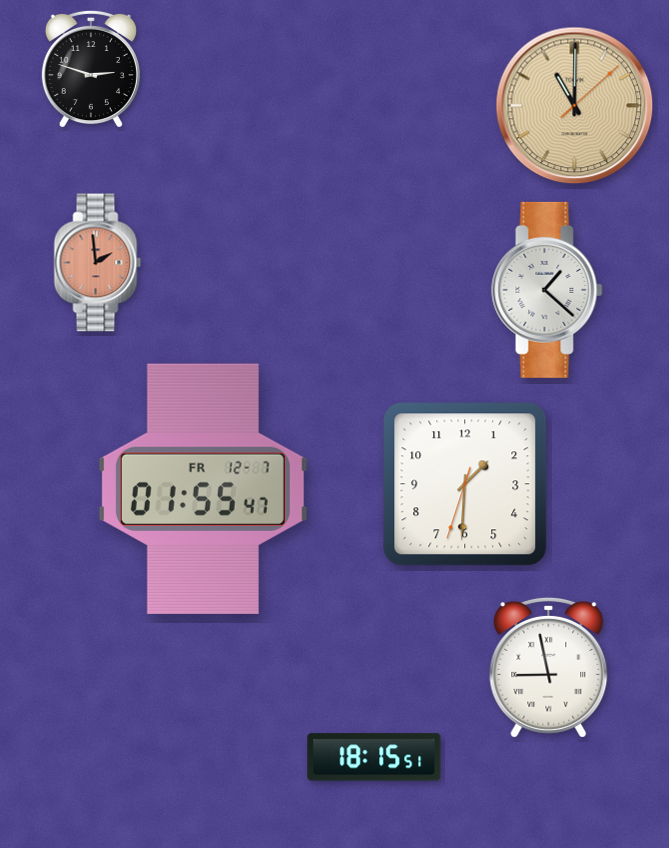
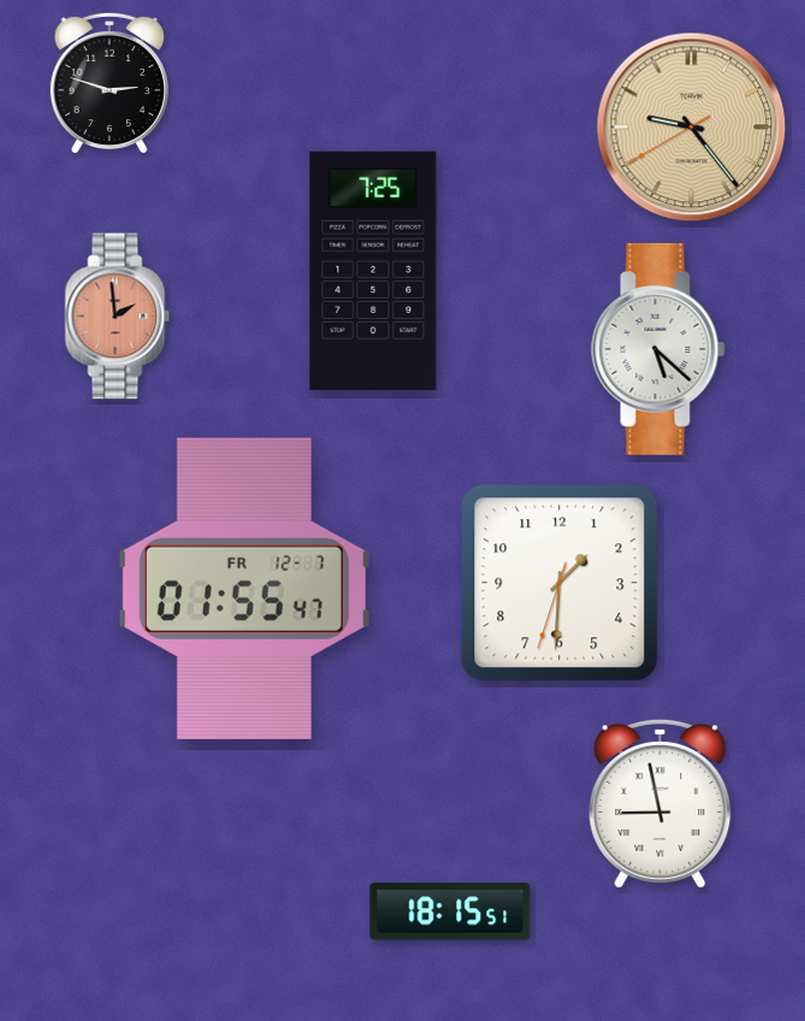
clock at (575, 106): 11:00 -> 9:23
clock at (373, 271): none -> 7:25
clock at (547, 290): 1:22 -> 5:22
